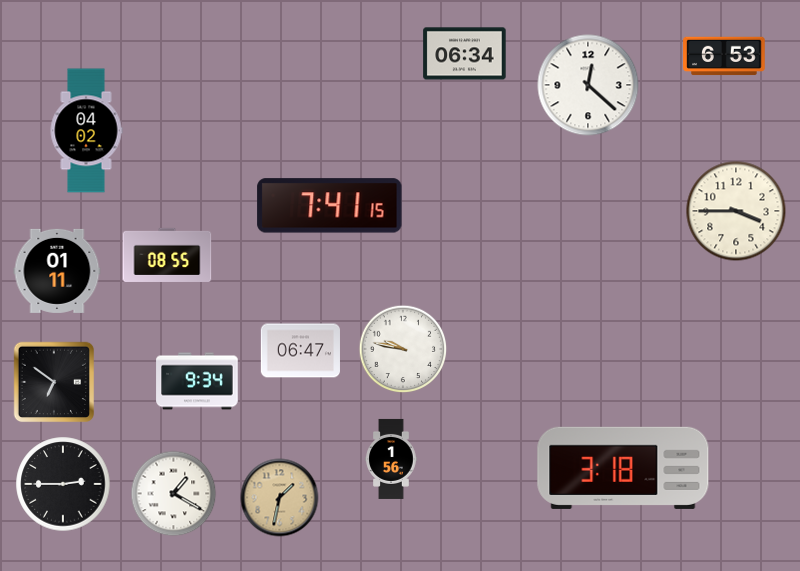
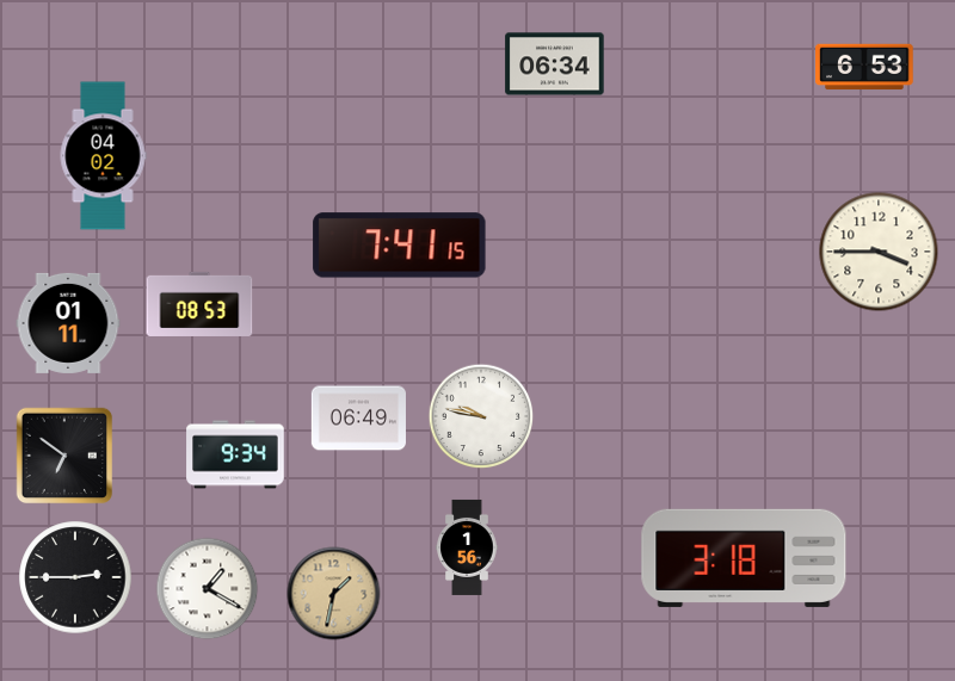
clock at (588, 85): 12:22 -> none
clock at (330, 206) position: (330, 206) -> (400, 246)
clock at (167, 255): 08:55 -> 08:53
clock at (300, 351): 06:47 -> 06:49
